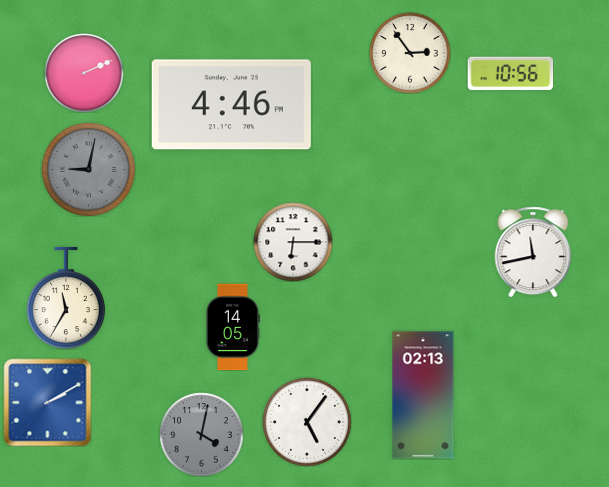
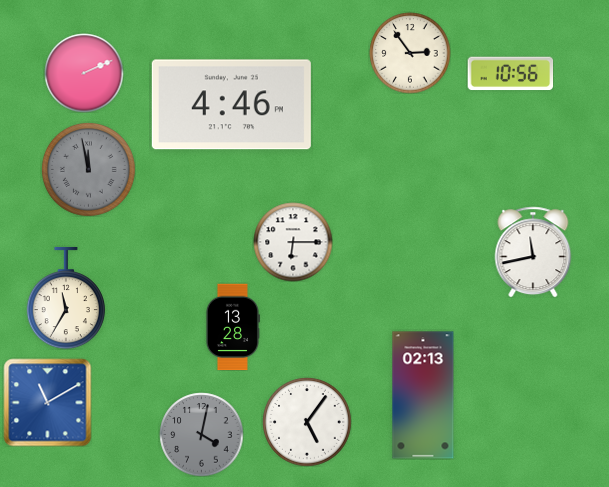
clock at (88, 169): 9:02 -> 11:58
clock at (232, 327): 14:05 -> 13:28
clock at (47, 402): 2:10 -> 11:10
